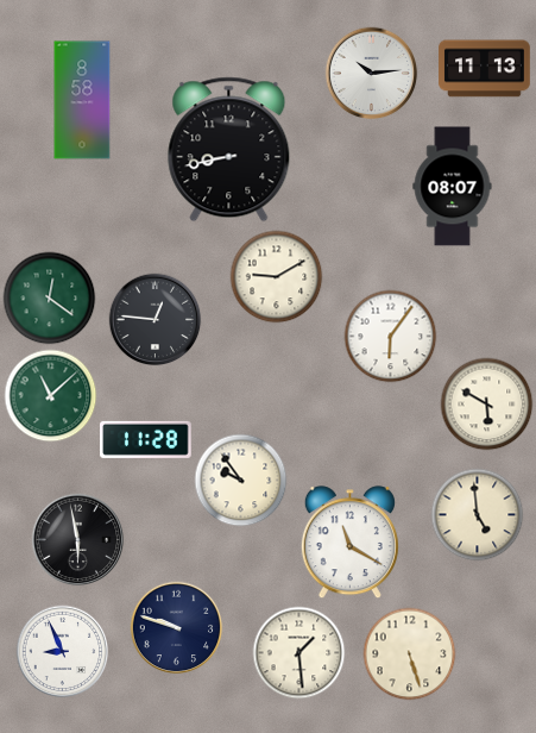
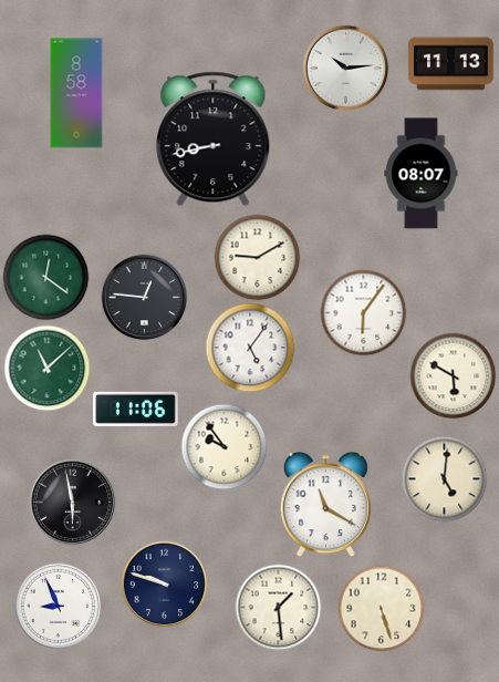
clock at (250, 348): none -> 5:06
clock at (146, 439): 11:28 -> 11:06
clock at (477, 514): 4:59 -> 5:01
